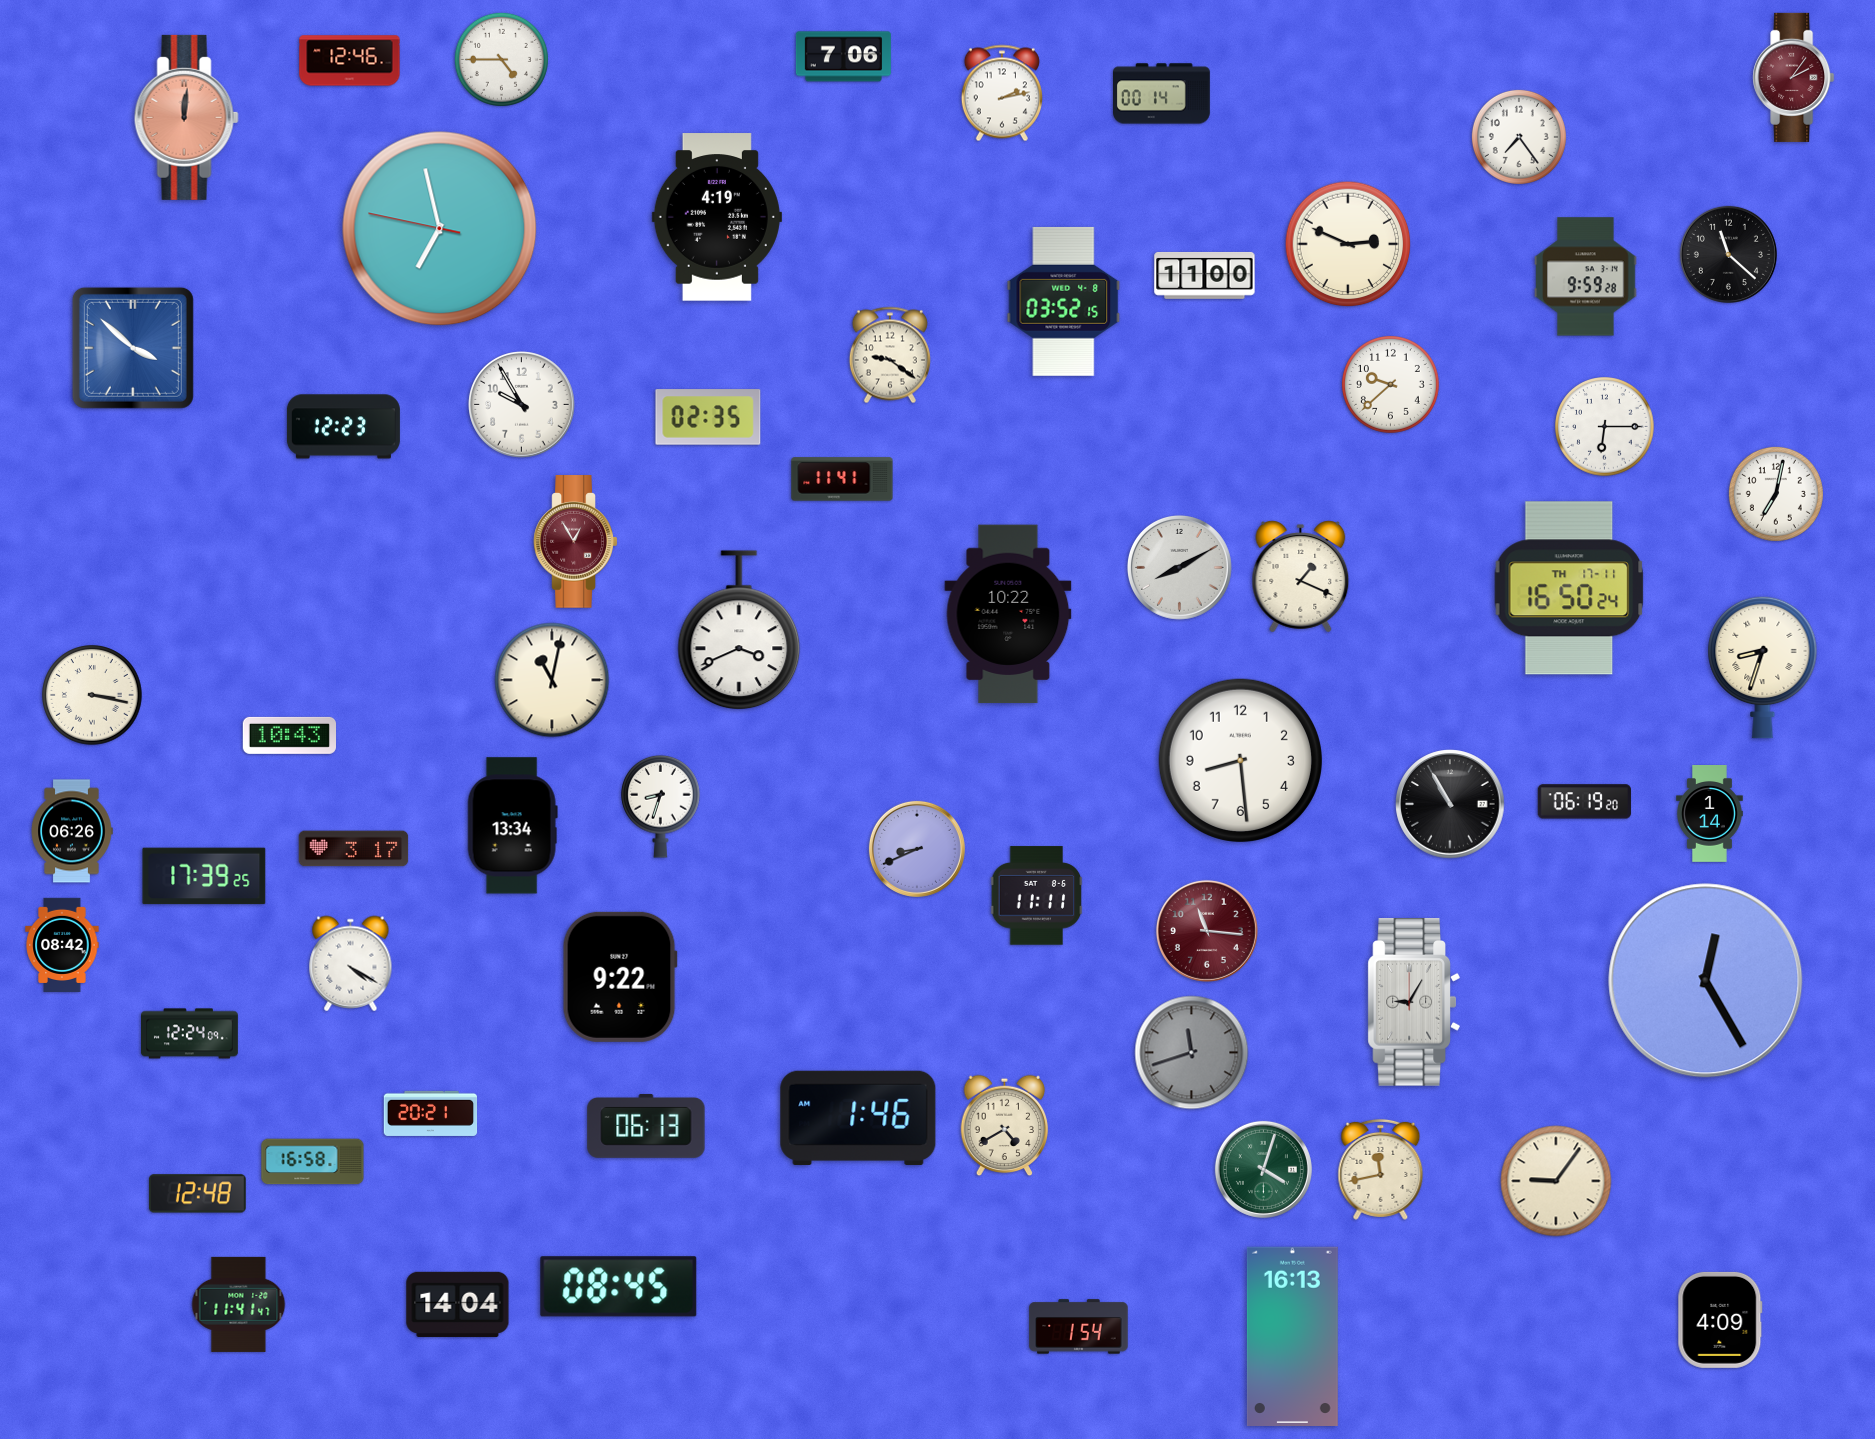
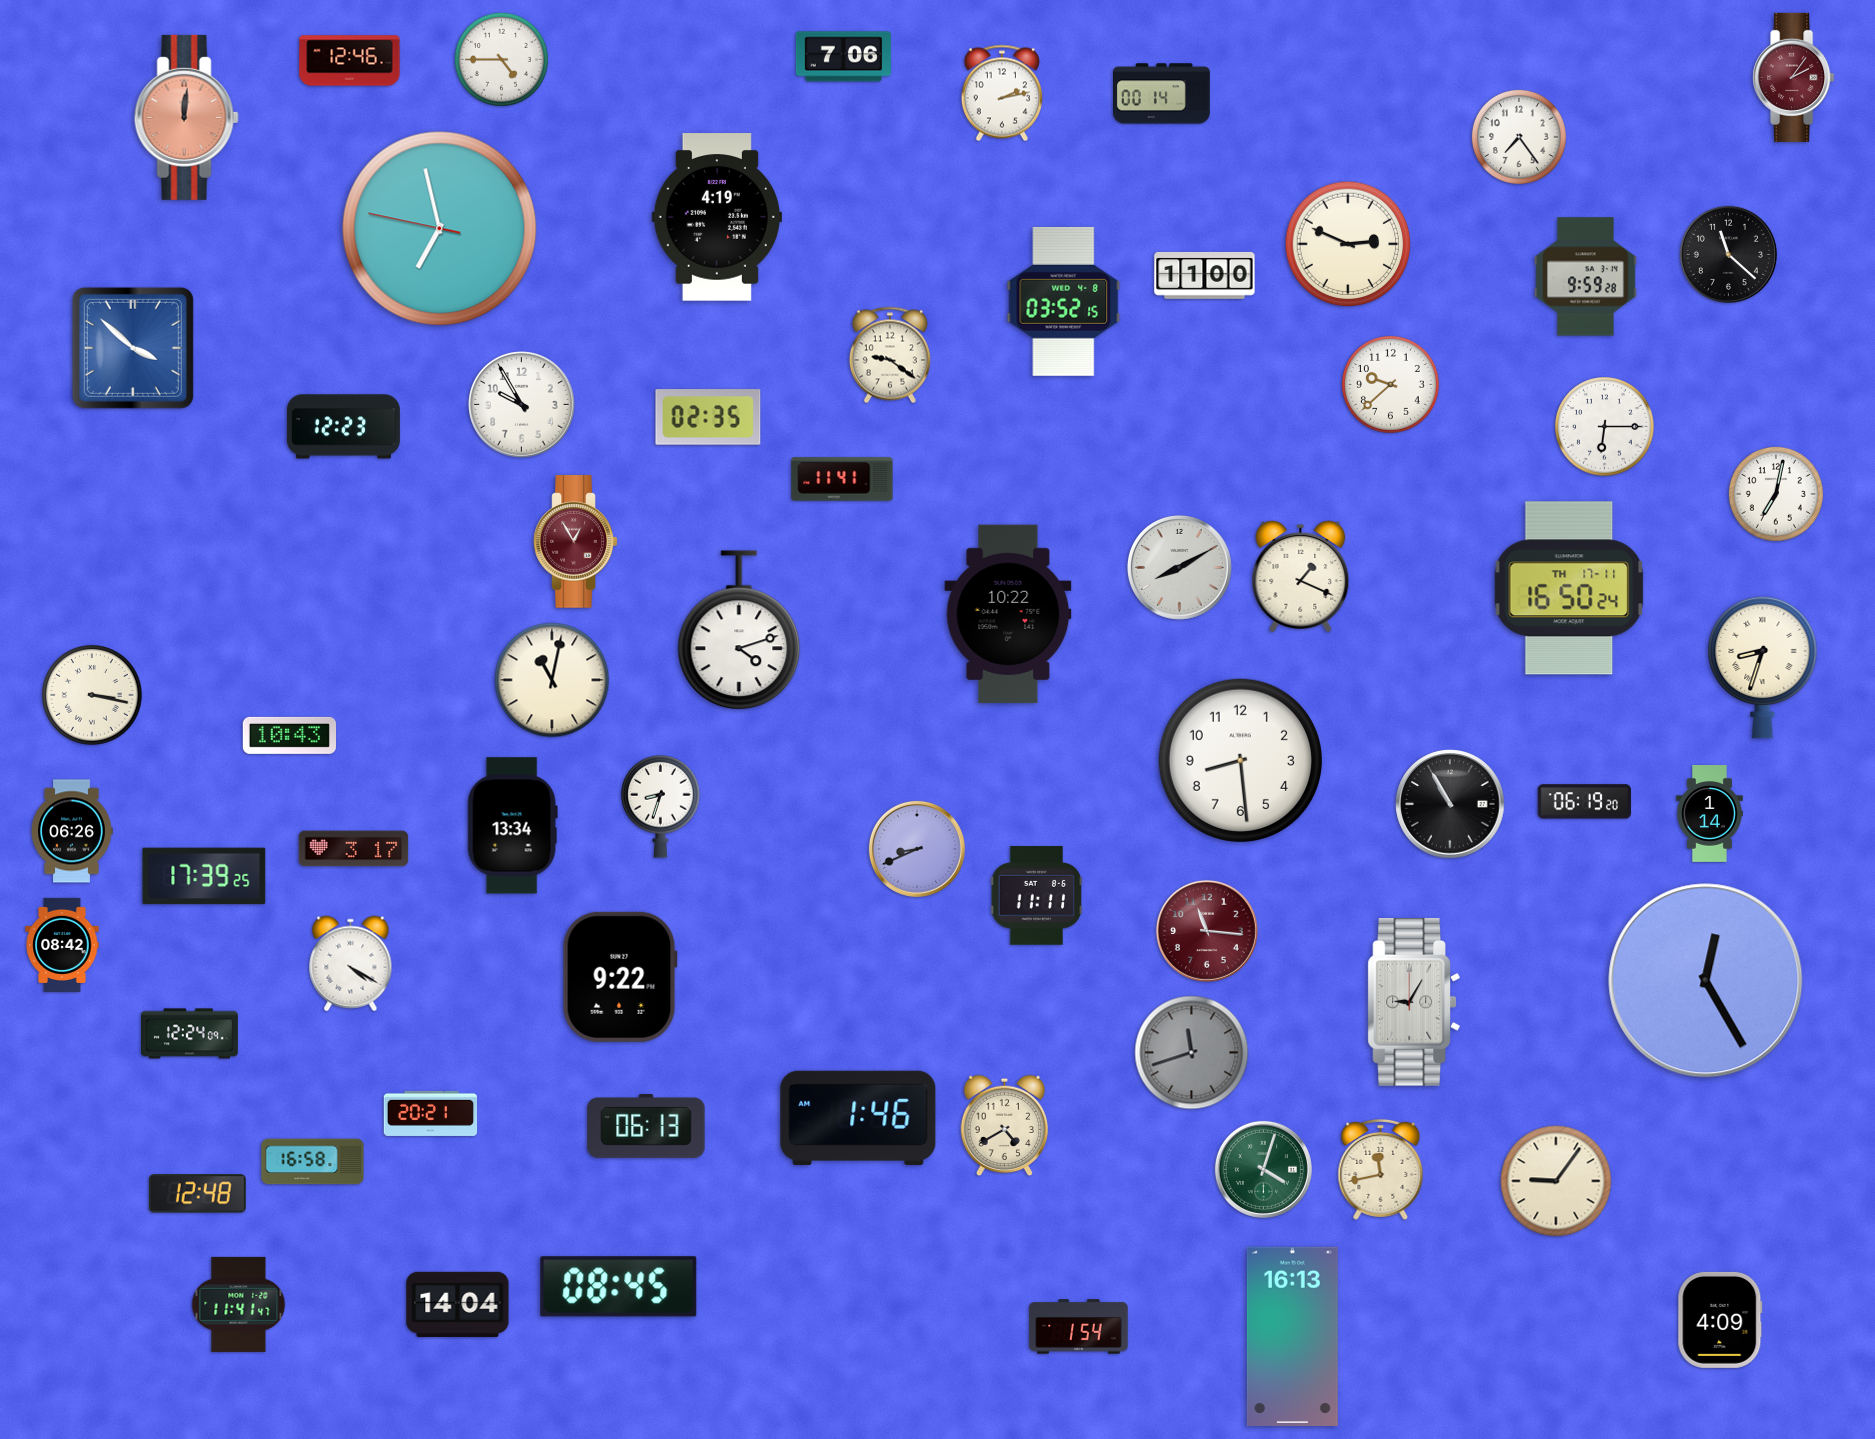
clock at (739, 631): 3:41 -> 4:12
